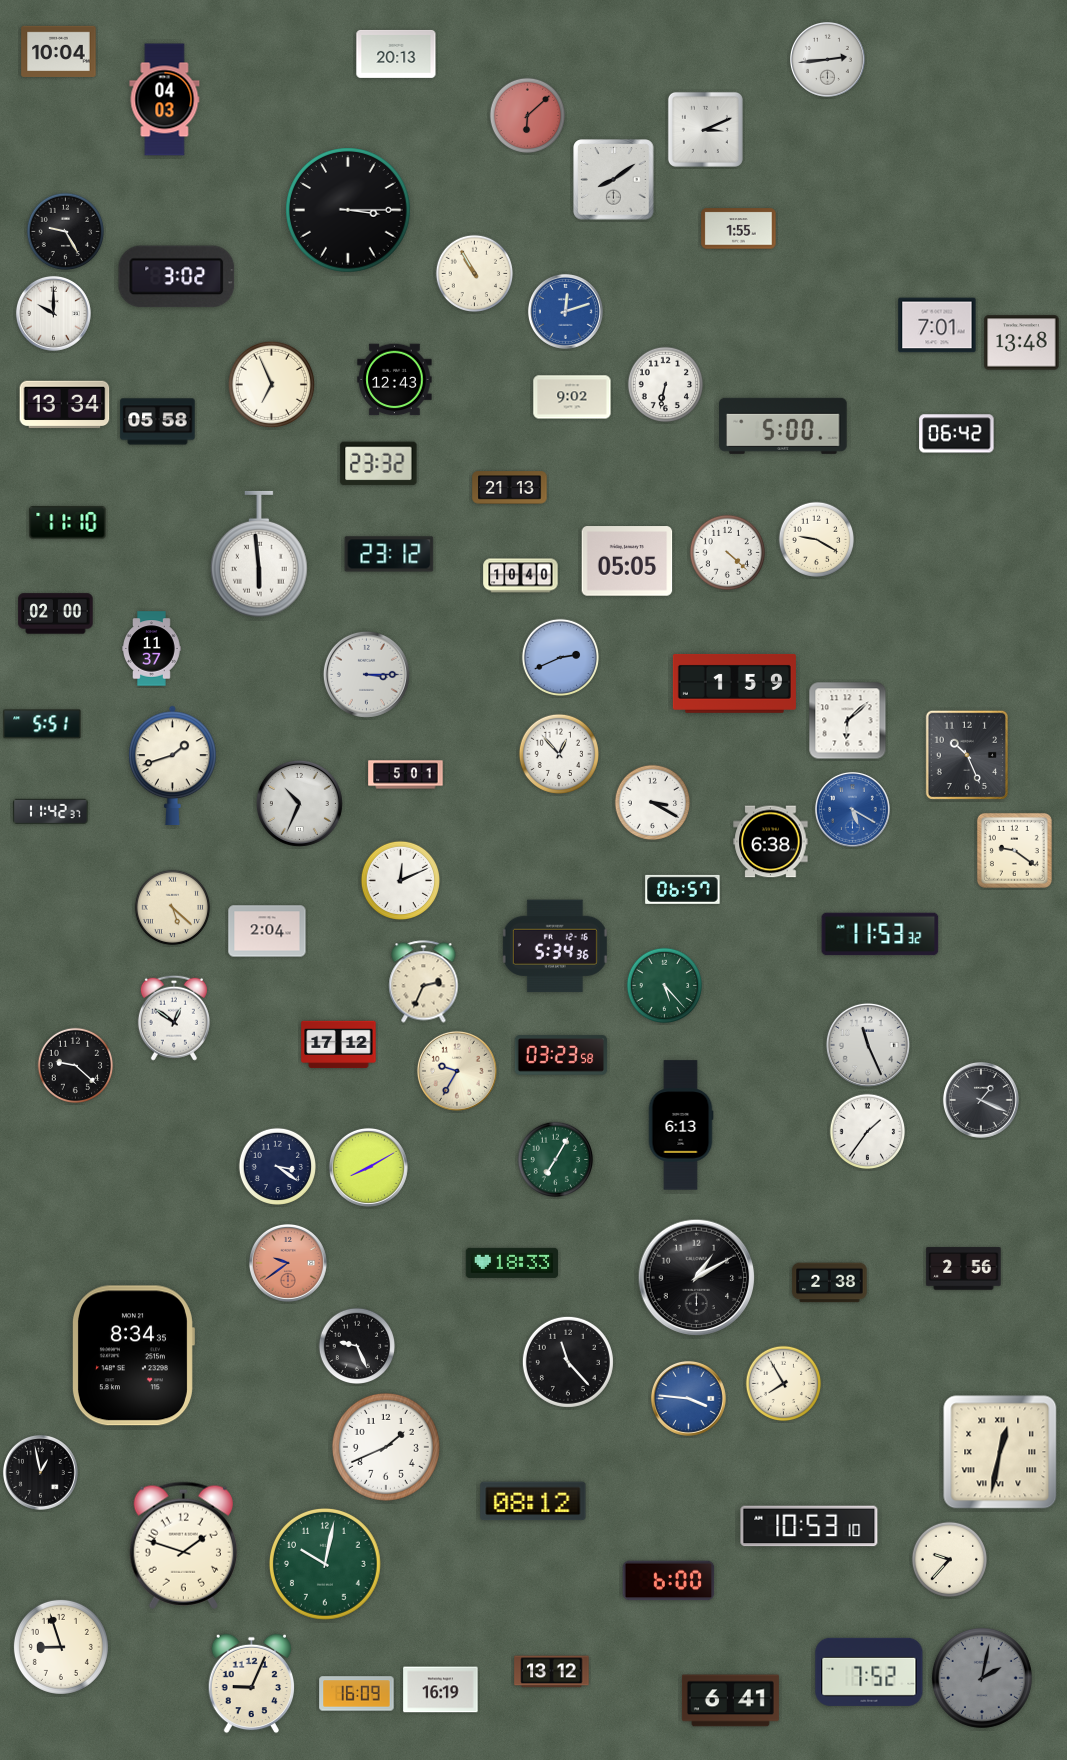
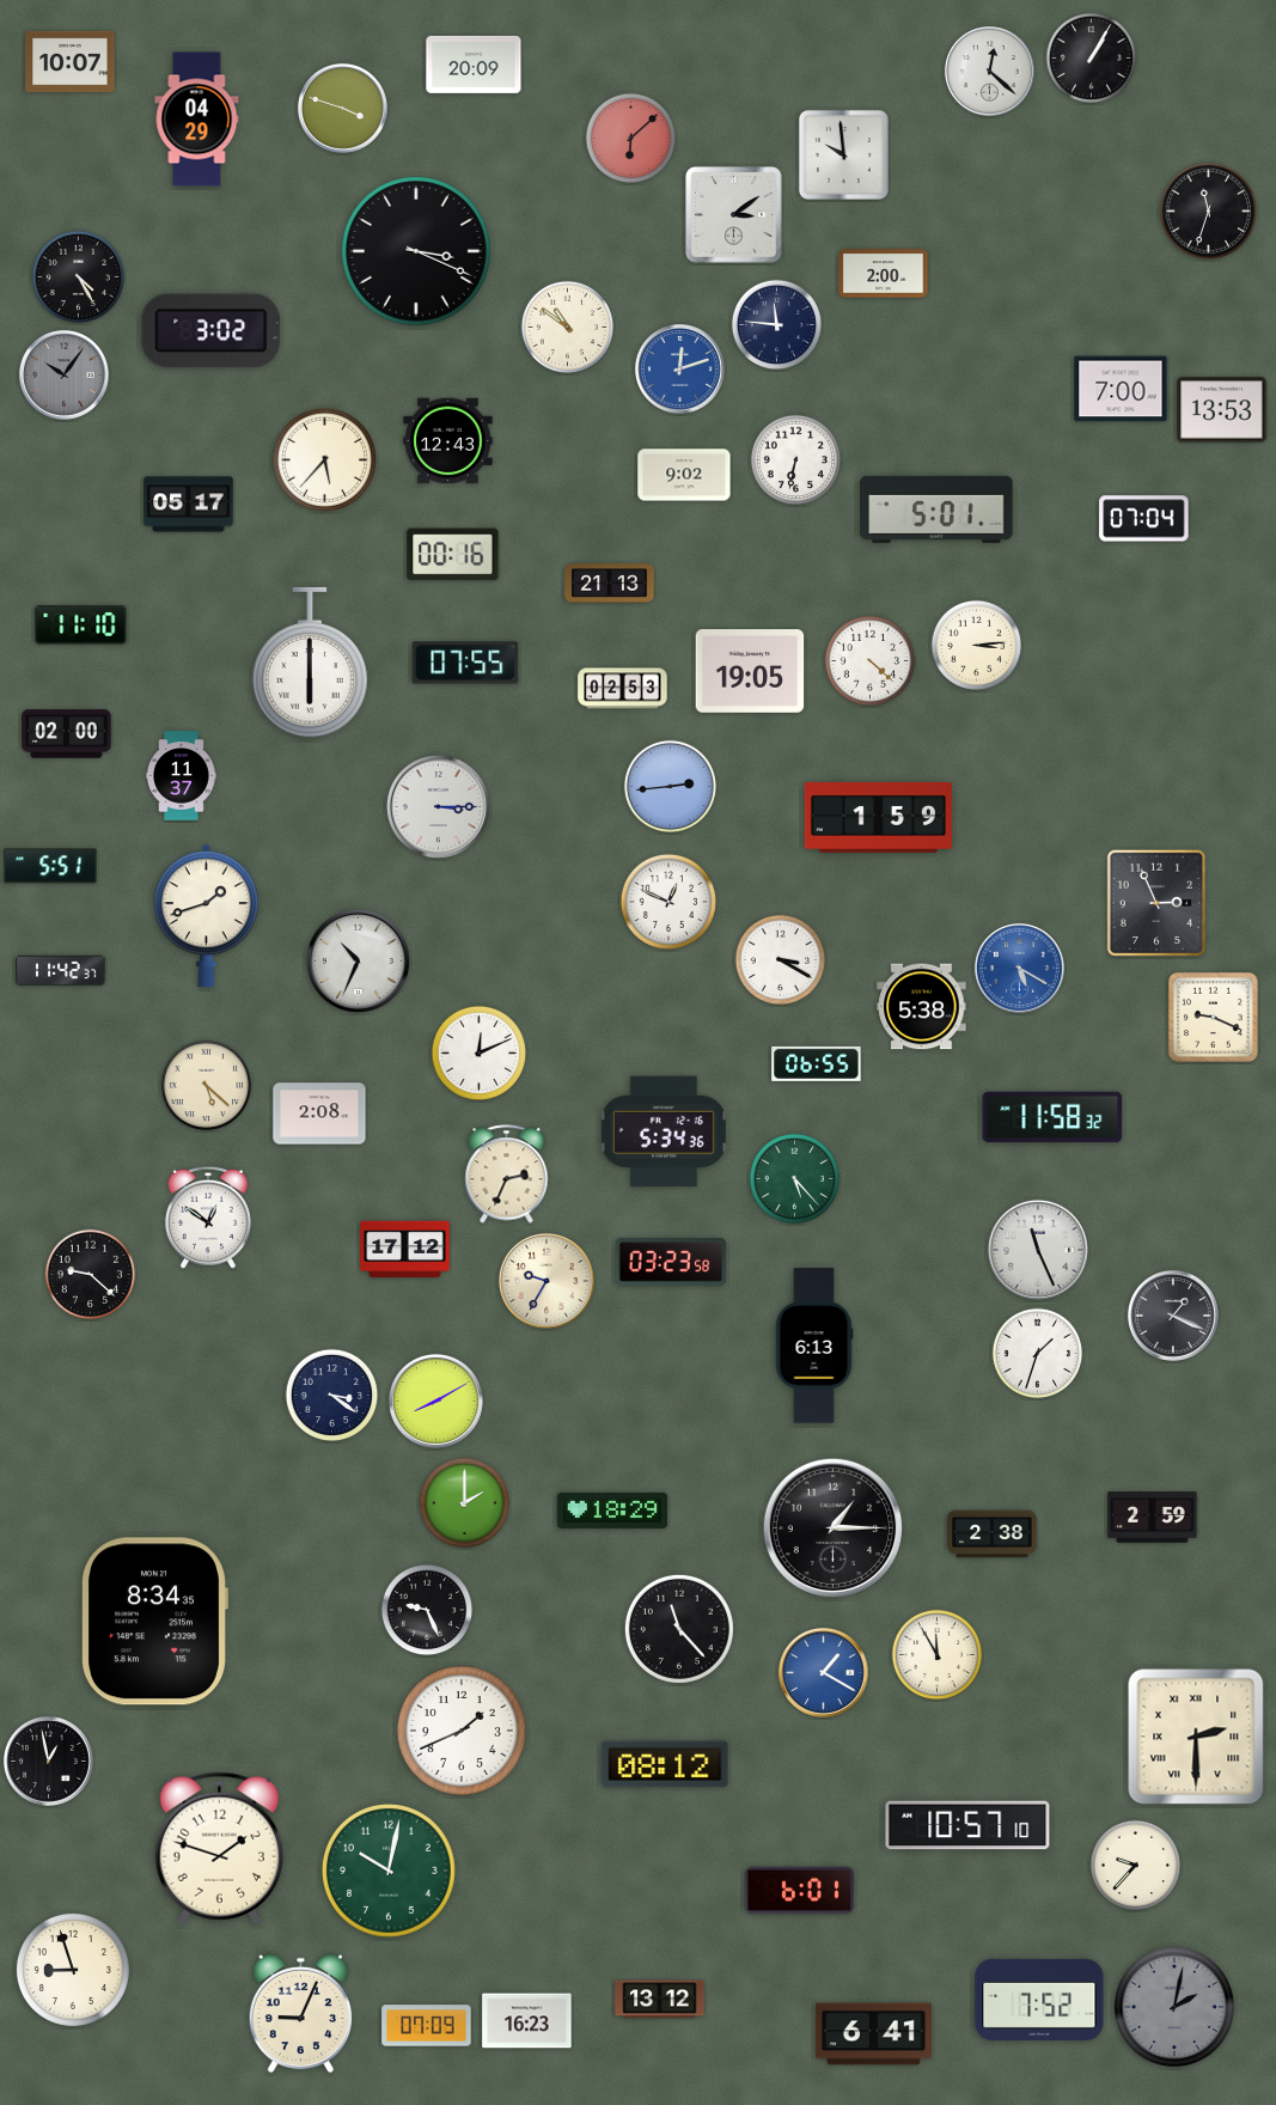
clock at (1092, 59): none -> 1:05
clock at (59, 51): 10:04 -> 10:07
clock at (396, 54): 20:13 -> 20:09
clock at (827, 59): 2:44 -> 12:22
clock at (342, 108): none -> 3:48
clock at (165, 100): 04:03 -> 04:29
clock at (705, 129): 3:11 -> 9:59
clock at (1208, 210): none -> 11:33
clock at (614, 180): 8:09 -> 3:09
clock at (348, 210): 3:15 -> 3:19
clock at (739, 229): 1:55 -> 2:00
clock at (65, 231): 9:25 -> 4:25
clock at (777, 325): none -> 11:46
clock at (474, 273): 10:55 -> 10:51
clock at (565, 311) position: (565, 311) -> (679, 368)
clock at (53, 313): 10:00 -> 10:06
clock at (53, 313) dial: white -> grey
clock at (937, 325): 7:01 -> 7:00
clock at (1022, 343): 13:48 -> 13:53
clock at (395, 380) position: (395, 380) -> (448, 441)
clock at (271, 384): 6:56 -> 5:37
clock at (65, 405): 13:34 -> none
clock at (158, 422): 05:58 -> 05:17
clock at (784, 426): 5:00 -> 5:01
clock at (957, 434): 06:42 -> 07:04
clock at (379, 464): 23:32 -> 00:16
clock at (817, 540): 9:20 -> 3:14
clock at (260, 554): 5:59 -> 6:00
clock at (389, 554): 23:12 -> 07:55
clock at (627, 561): 05:05 -> 19:05
clock at (521, 576): 10:40 -> 02:53
clock at (560, 657): 2:41 -> 2:44
clock at (848, 721): 6:08 -> none
clock at (558, 753): 12:53 -> 12:49
clock at (967, 755): 10:26 -> 2:56
clock at (406, 775): 5:01 -> none
clock at (771, 842): 6:38 -> 5:38
clock at (1014, 850): 9:21 -> 9:19
clock at (683, 889): 06:57 -> 06:55
clock at (267, 931): 2:04 -> 2:08
clock at (880, 934): 11:53 -> 11:58
clock at (868, 1132): 1:36 -> 1:33
clock at (556, 1160): 7:05 -> none
clock at (368, 1167) position: (368, 1167) -> (435, 1401)
clock at (465, 1503): none -> 2:00
clock at (288, 1263): 9:39 -> none
clock at (512, 1263): 18:33 -> 18:29
clock at (964, 1269): 2:56 -> 2:59
clock at (697, 1278): 1:10 -> 1:15
clock at (133, 1356) position: (133, 1356) -> (154, 1622)
clock at (784, 1384): 7:55 -> 11:55
clock at (688, 1398): 3:46 -> 1:20
clock at (1000, 1452): 12:32 -> 2:30
clock at (533, 1501) position: (533, 1501) -> (665, 1764)
clock at (809, 1526): 10:53 -> 10:57
clock at (669, 1581): 6:00 -> 6:01
clock at (441, 1690): 16:19 -> 16:23
clock at (357, 1694): 16:09 -> 07:09
